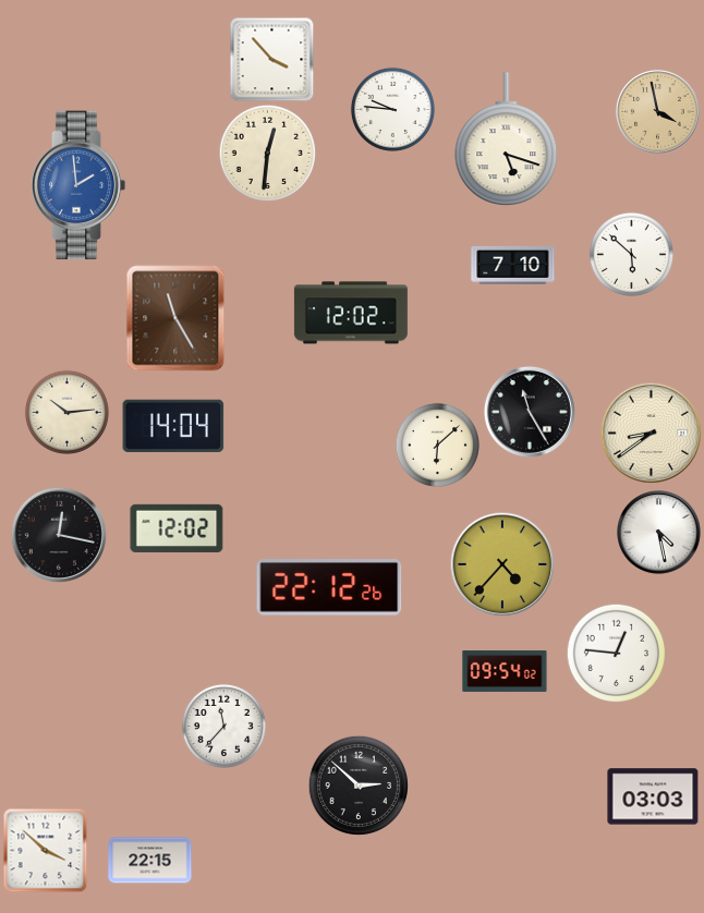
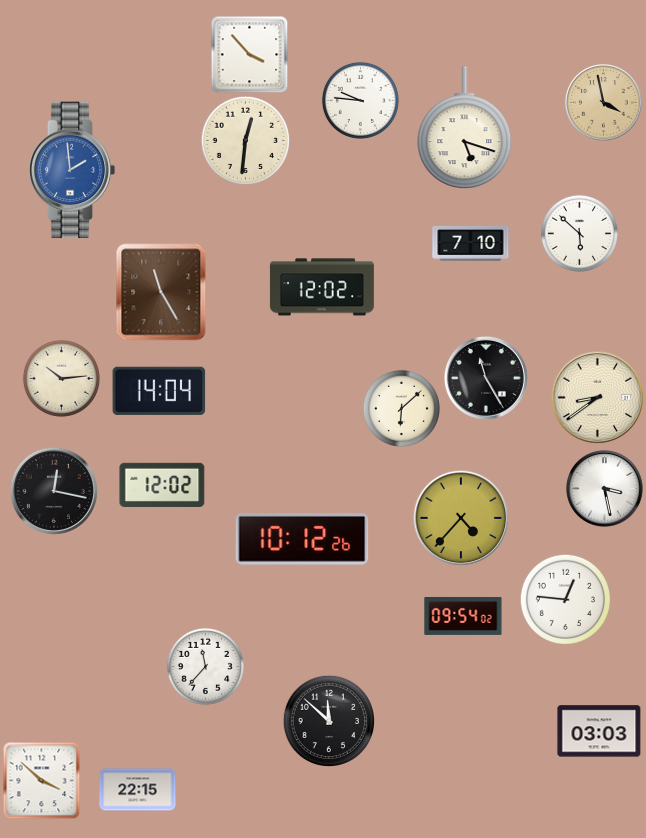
clock at (659, 533): 4:28 -> 3:28
clock at (329, 588): 22:12 -> 10:12
clock at (357, 784): 2:52 -> 11:52
